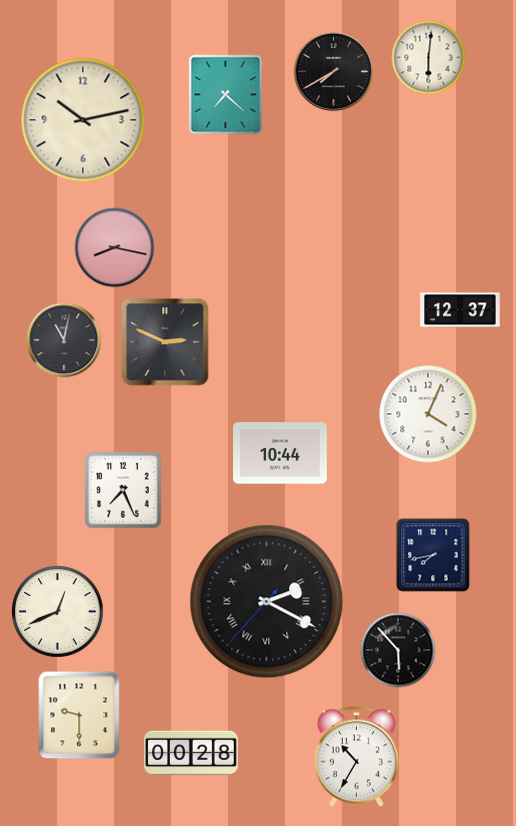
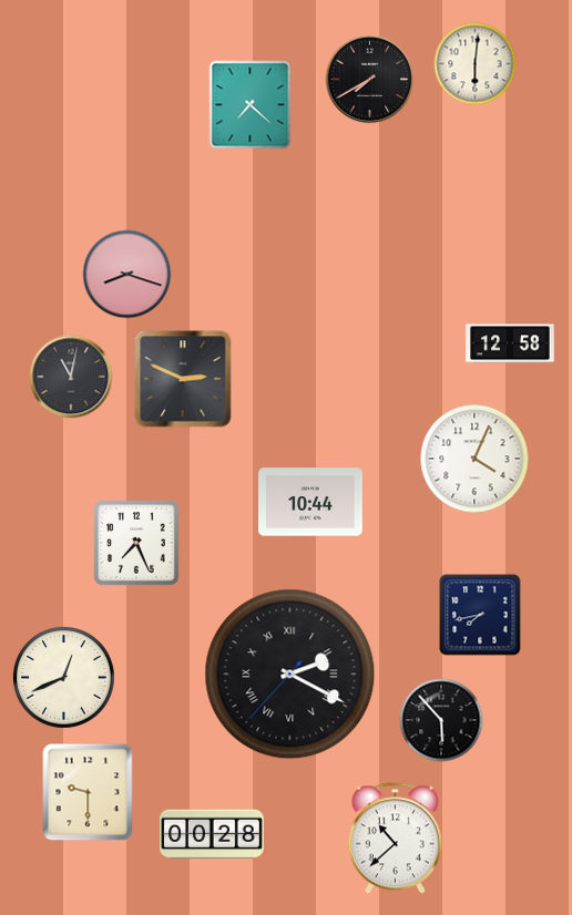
clock at (83, 120): 10:13 -> none
clock at (115, 248): 8:17 -> 8:18
clock at (460, 310): 12:37 -> 12:58
clock at (267, 602) position: (267, 602) -> (290, 675)
clock at (356, 757): 10:35 -> 10:38
